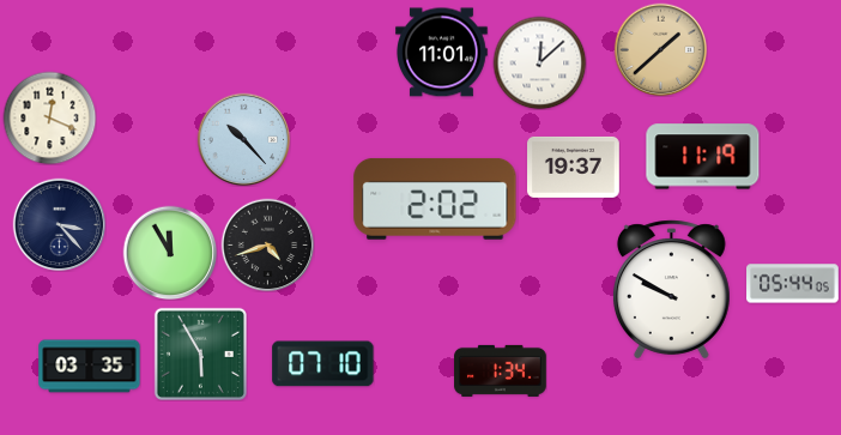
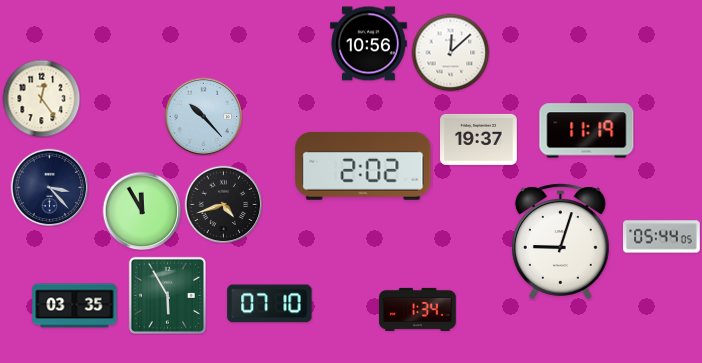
clock at (660, 49): 1:38 -> none
clock at (442, 53): 11:01 -> 10:56
clock at (49, 117): 12:19 -> 12:24
clock at (671, 290): 9:50 -> 9:03
